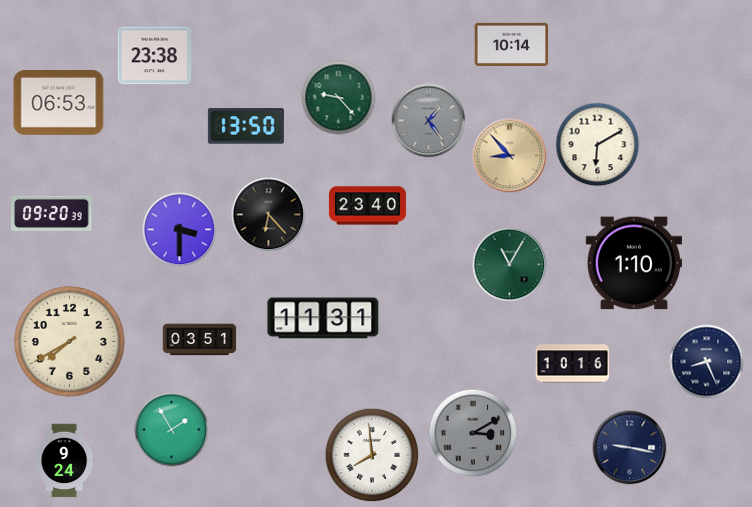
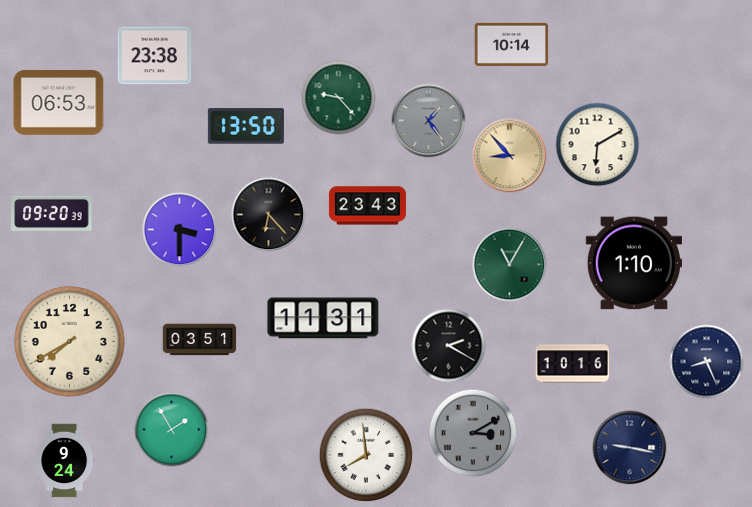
clock at (367, 206): 23:40 -> 23:43
clock at (449, 346): none -> 2:20
clock at (372, 455) position: (372, 455) -> (366, 455)
